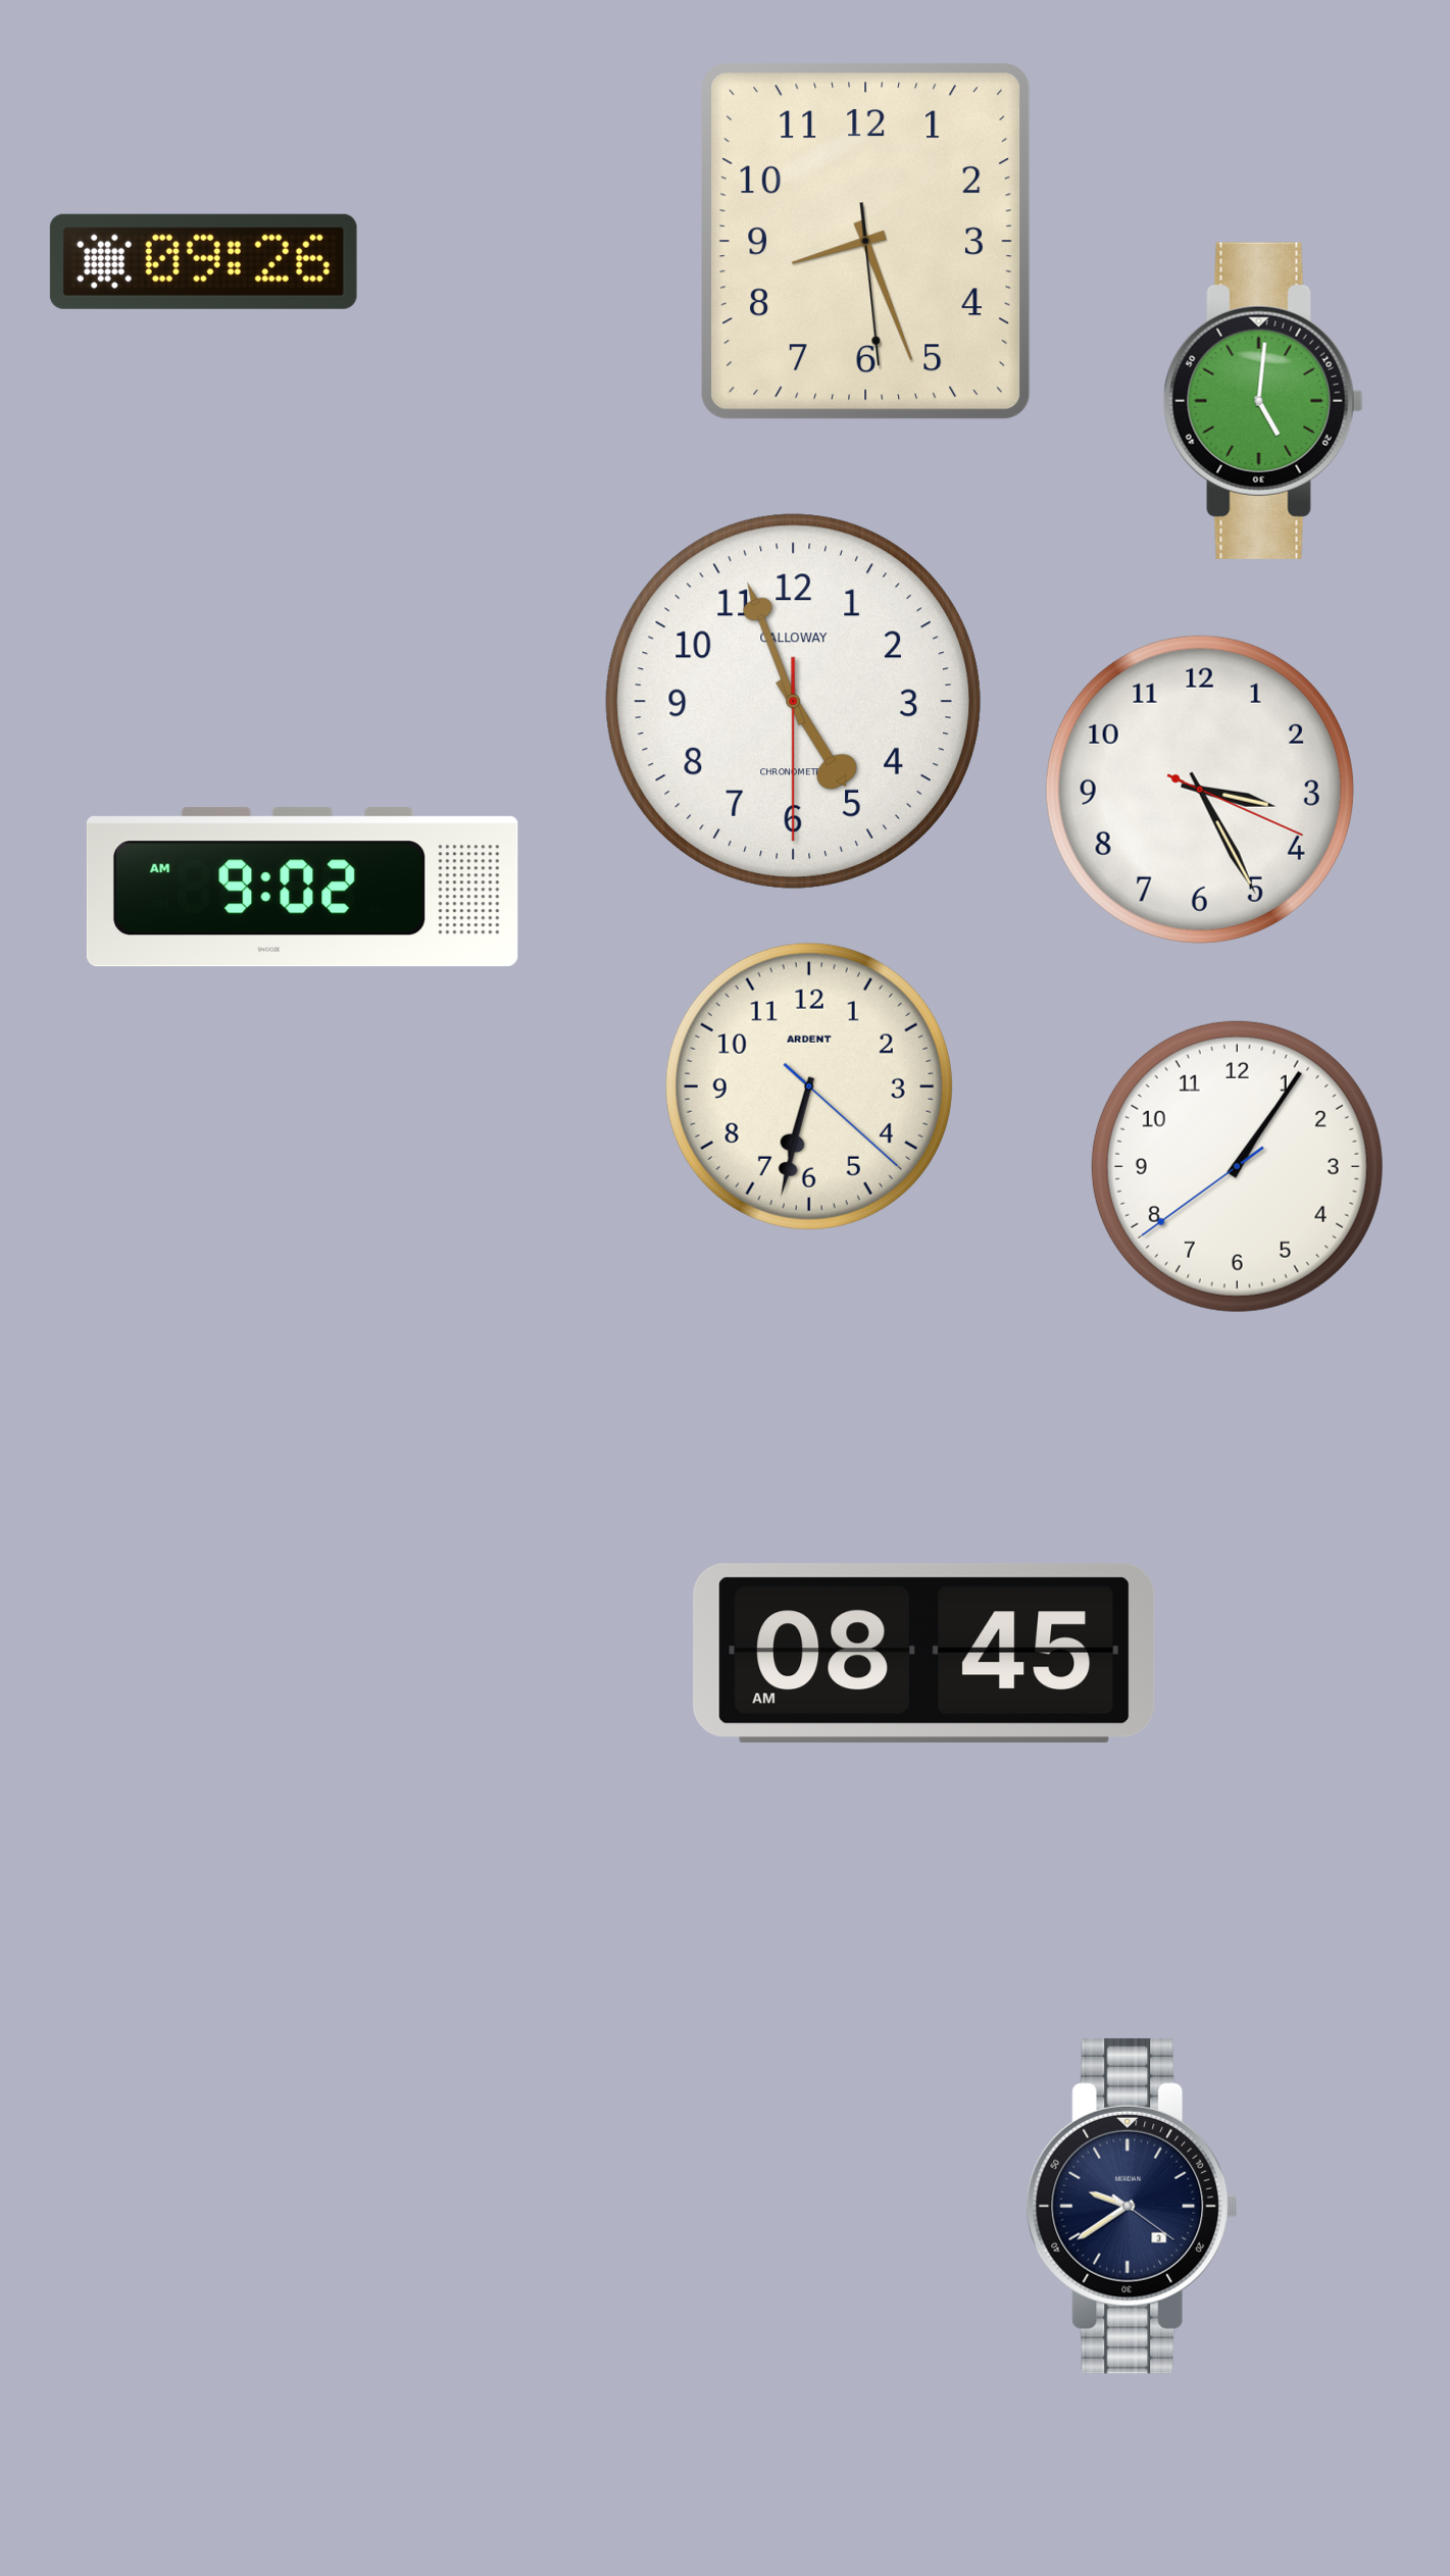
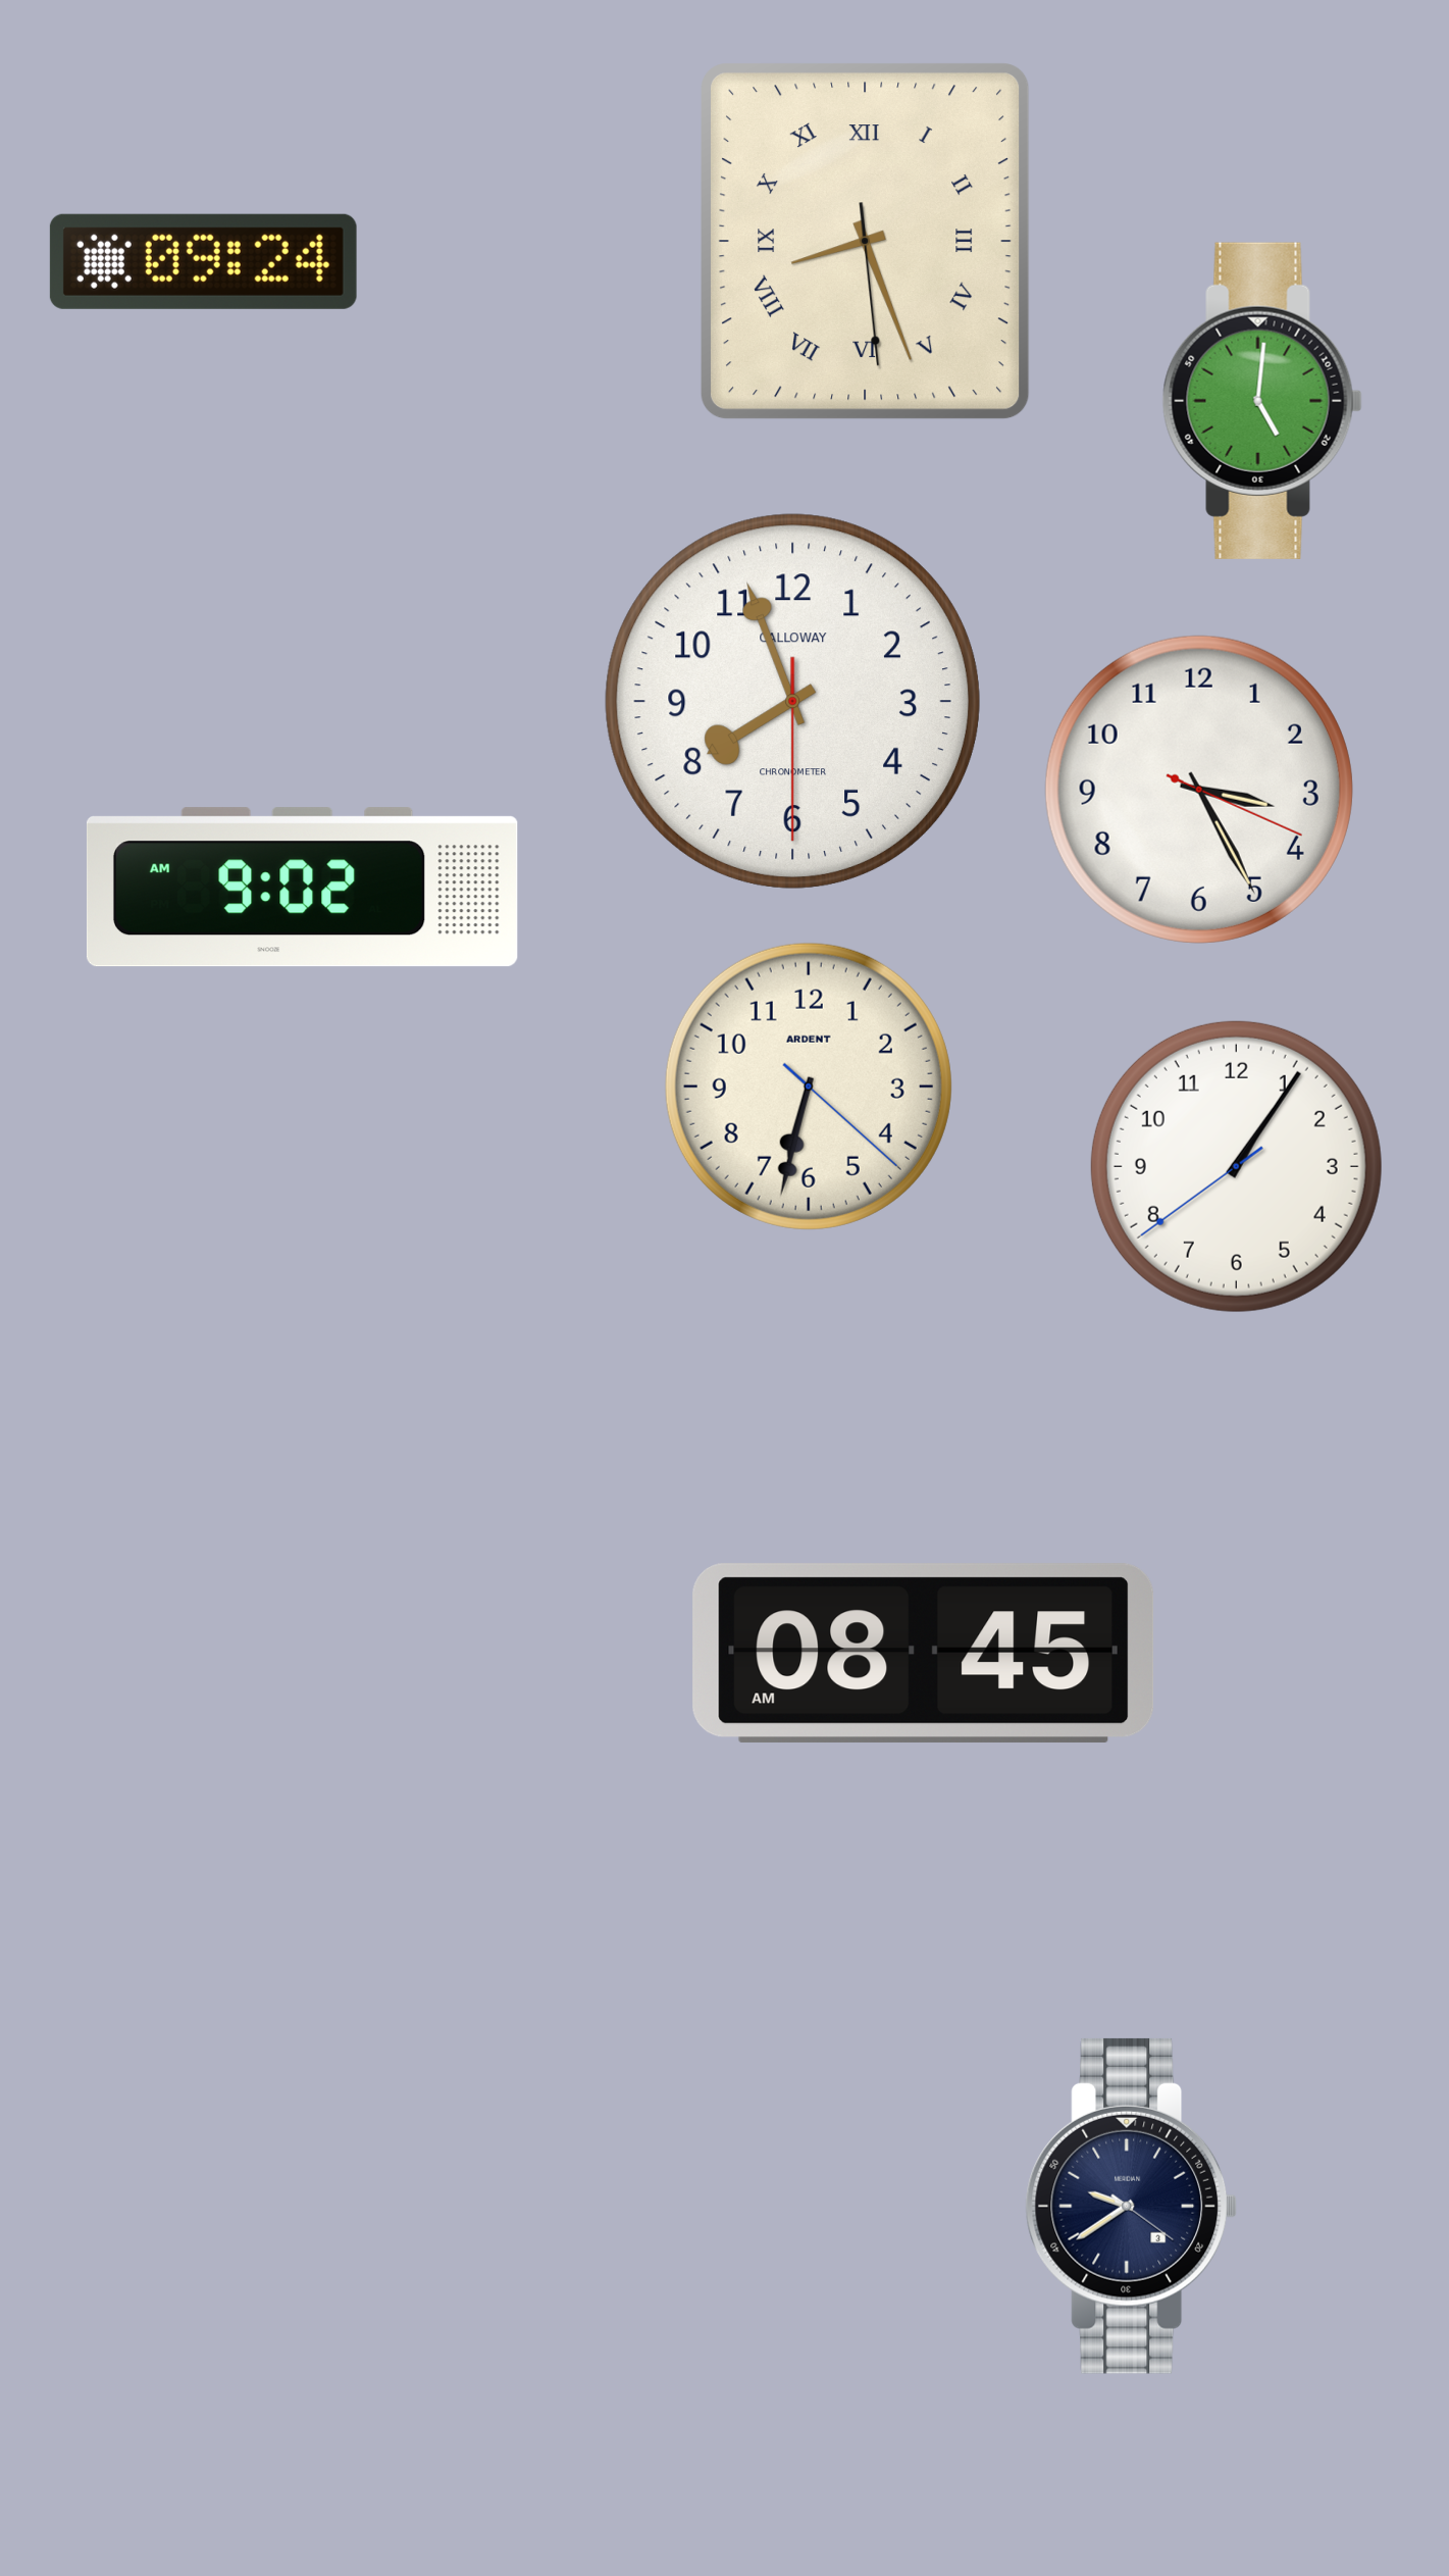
clock at (866, 242) numerals: Arabic -> Roman
clock at (203, 261): 09:26 -> 09:24
clock at (793, 701): 4:56 -> 7:56
